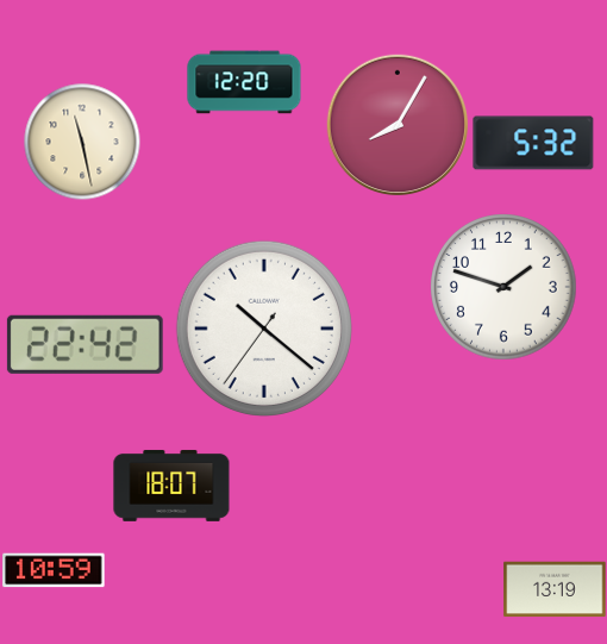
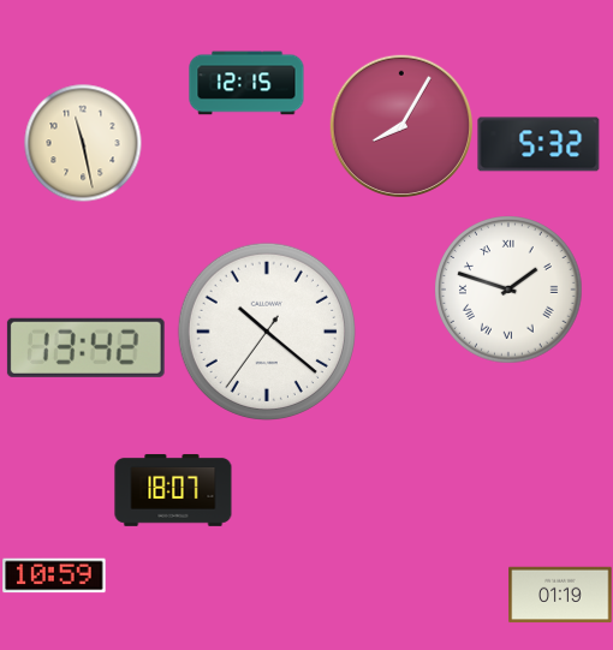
clock at (244, 82): 12:20 -> 12:15
clock at (503, 287) numerals: Arabic -> Roman
clock at (85, 344): 22:42 -> 13:42
clock at (555, 589): 13:19 -> 01:19
